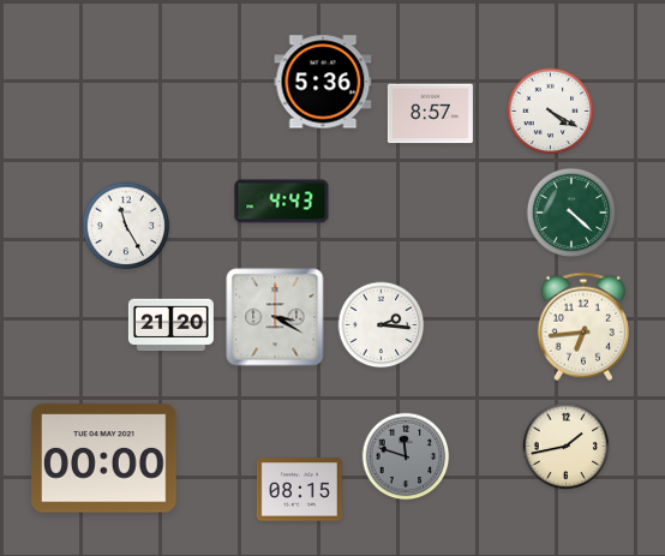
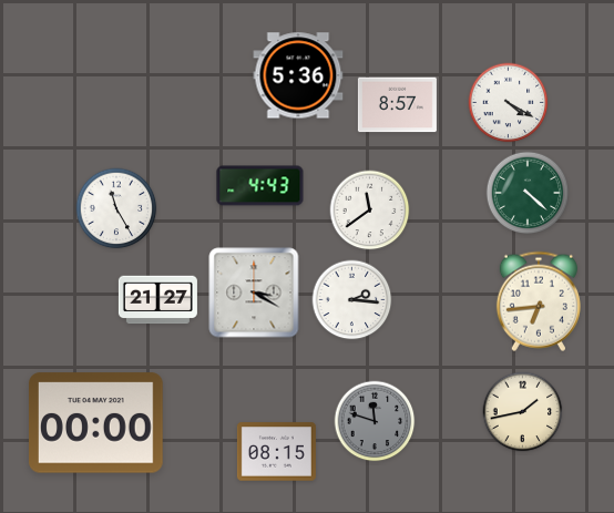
clock at (571, 213) position: (571, 213) -> (528, 193)
clock at (370, 211): none -> 11:39
clock at (170, 325): 21:20 -> 21:27
